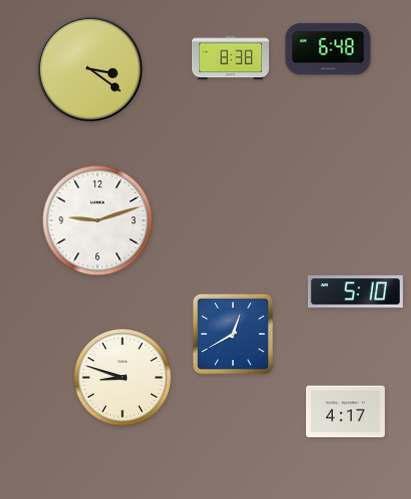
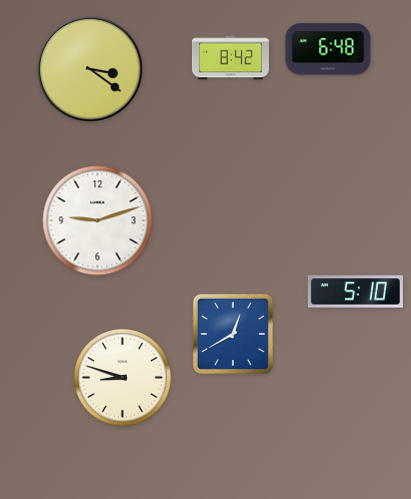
clock at (230, 58): 8:38 -> 8:42
clock at (346, 412): 4:17 -> none
